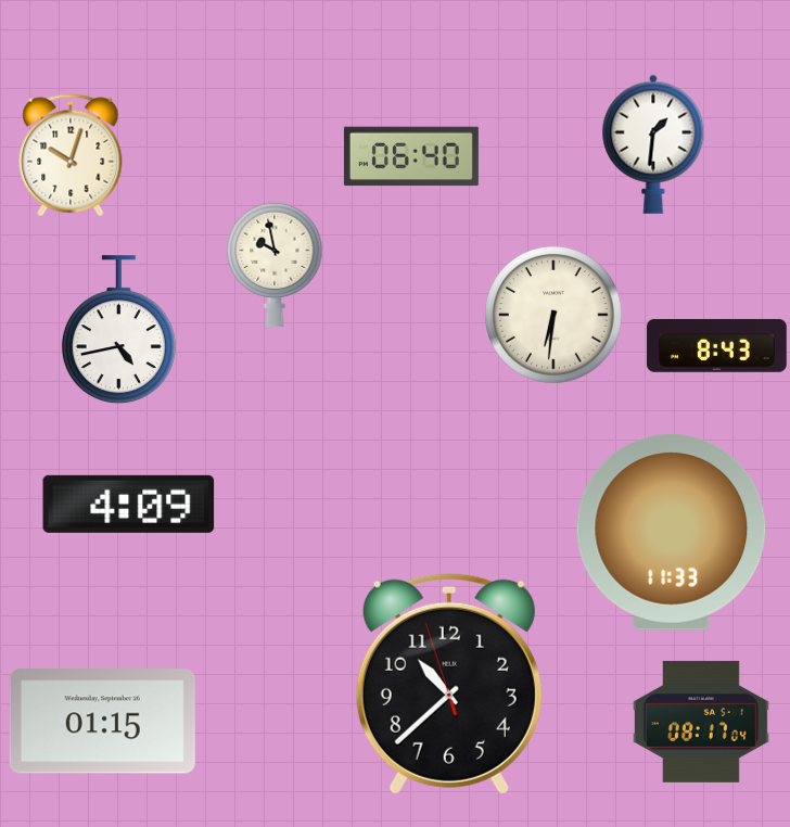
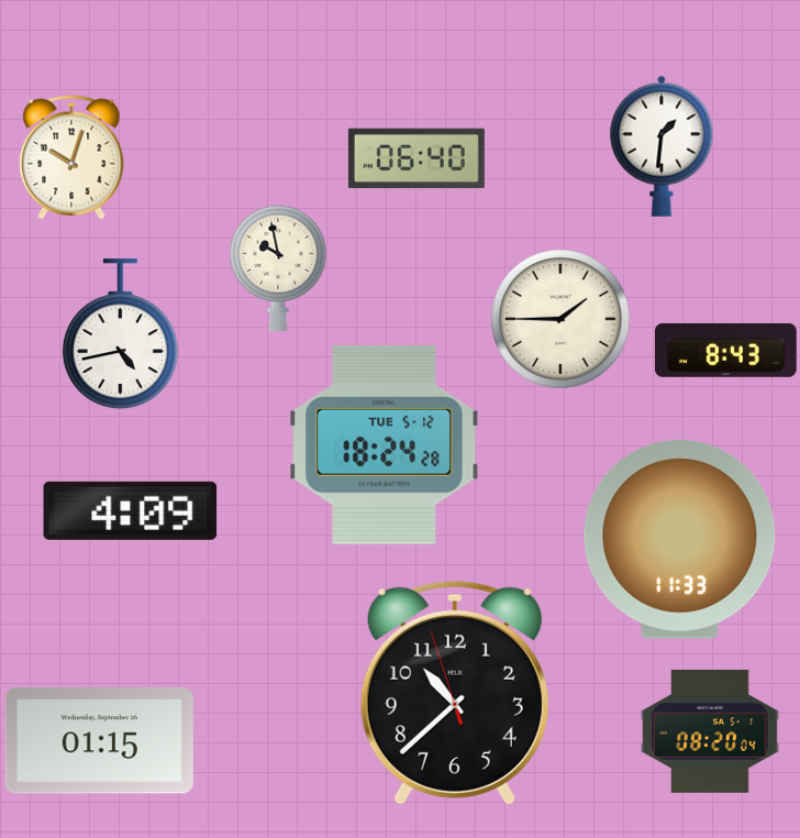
clock at (553, 315): 6:31 -> 1:45
clock at (385, 445): none -> 18:24
clock at (102, 722) position: (102, 722) -> (99, 741)
clock at (701, 722): 08:17 -> 08:20
